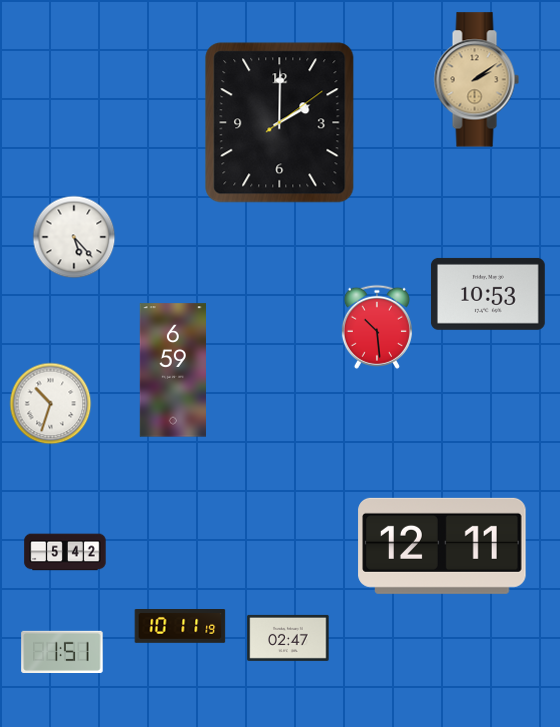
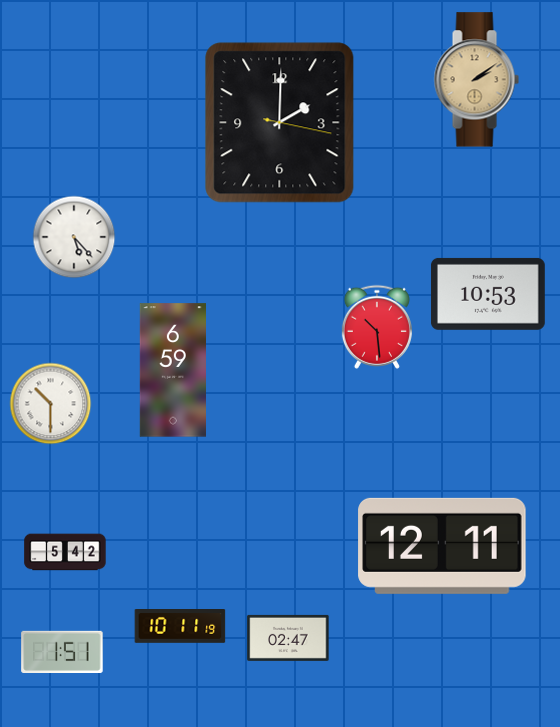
clock at (280, 123): 2:00:09 -> 2:00:17
clock at (51, 404): 10:33 -> 10:30
